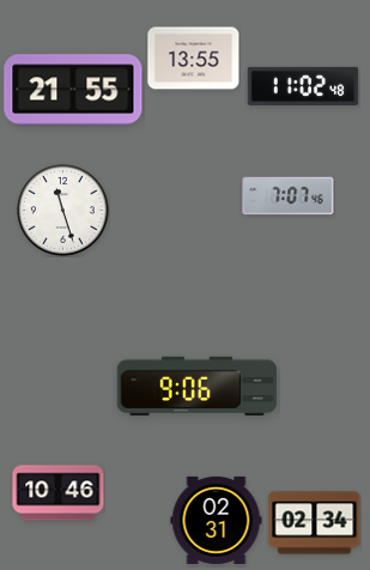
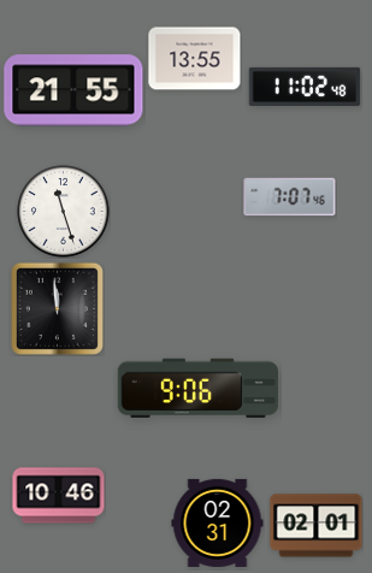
clock at (57, 308): none -> 11:59
clock at (315, 523): 02:34 -> 02:01
